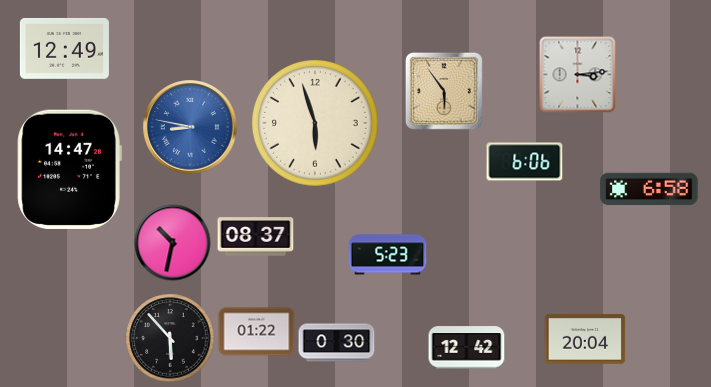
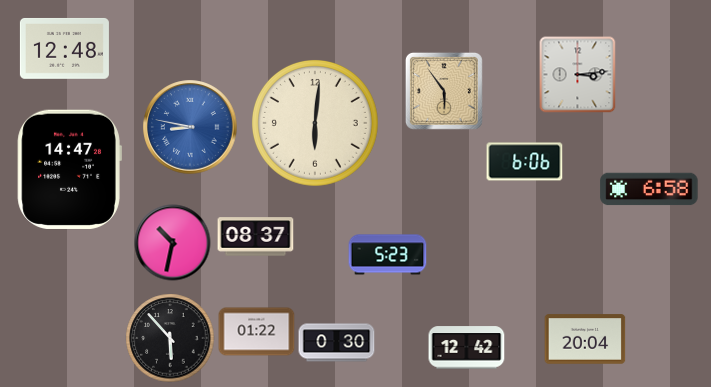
clock at (64, 48): 12:49 -> 12:48
clock at (316, 124): 5:57 -> 6:01
